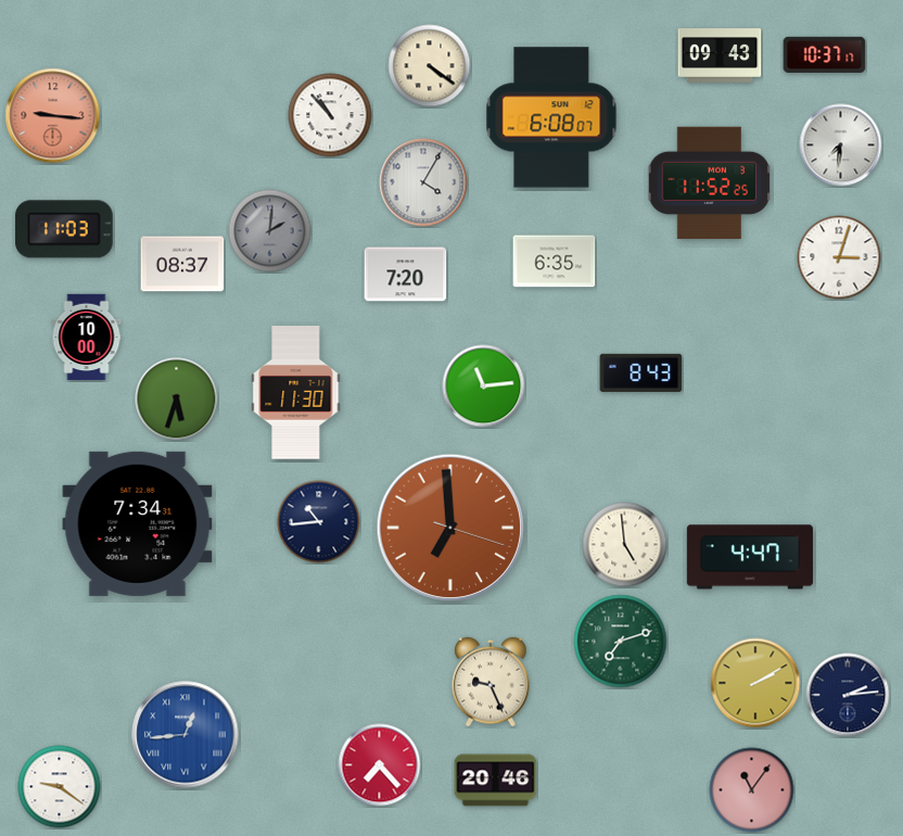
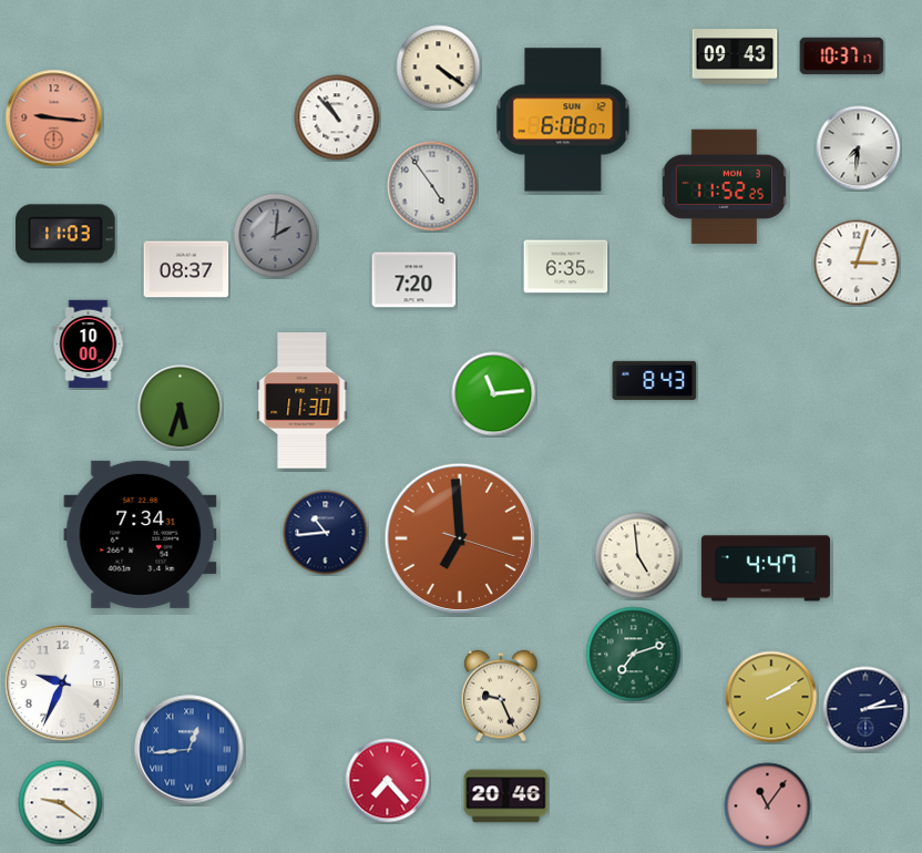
clock at (423, 182): 4:05 -> 4:54
clock at (63, 684): none -> 9:34
